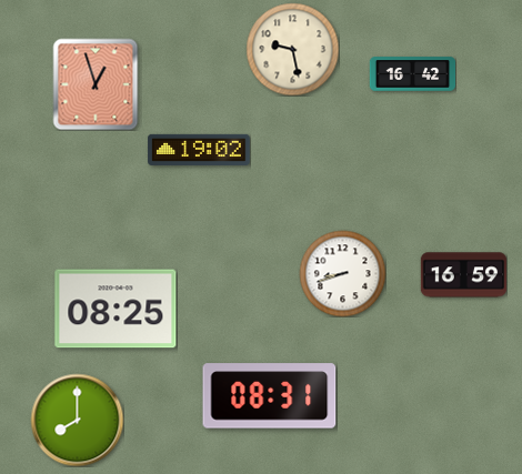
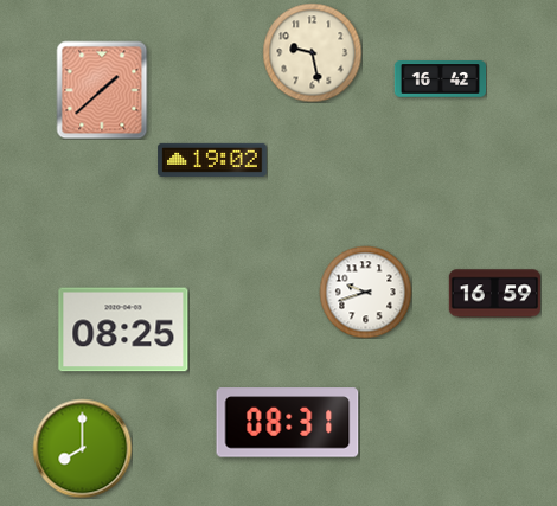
clock at (96, 84): 12:57 -> 1:38
clock at (342, 273): 8:42 -> 9:42
